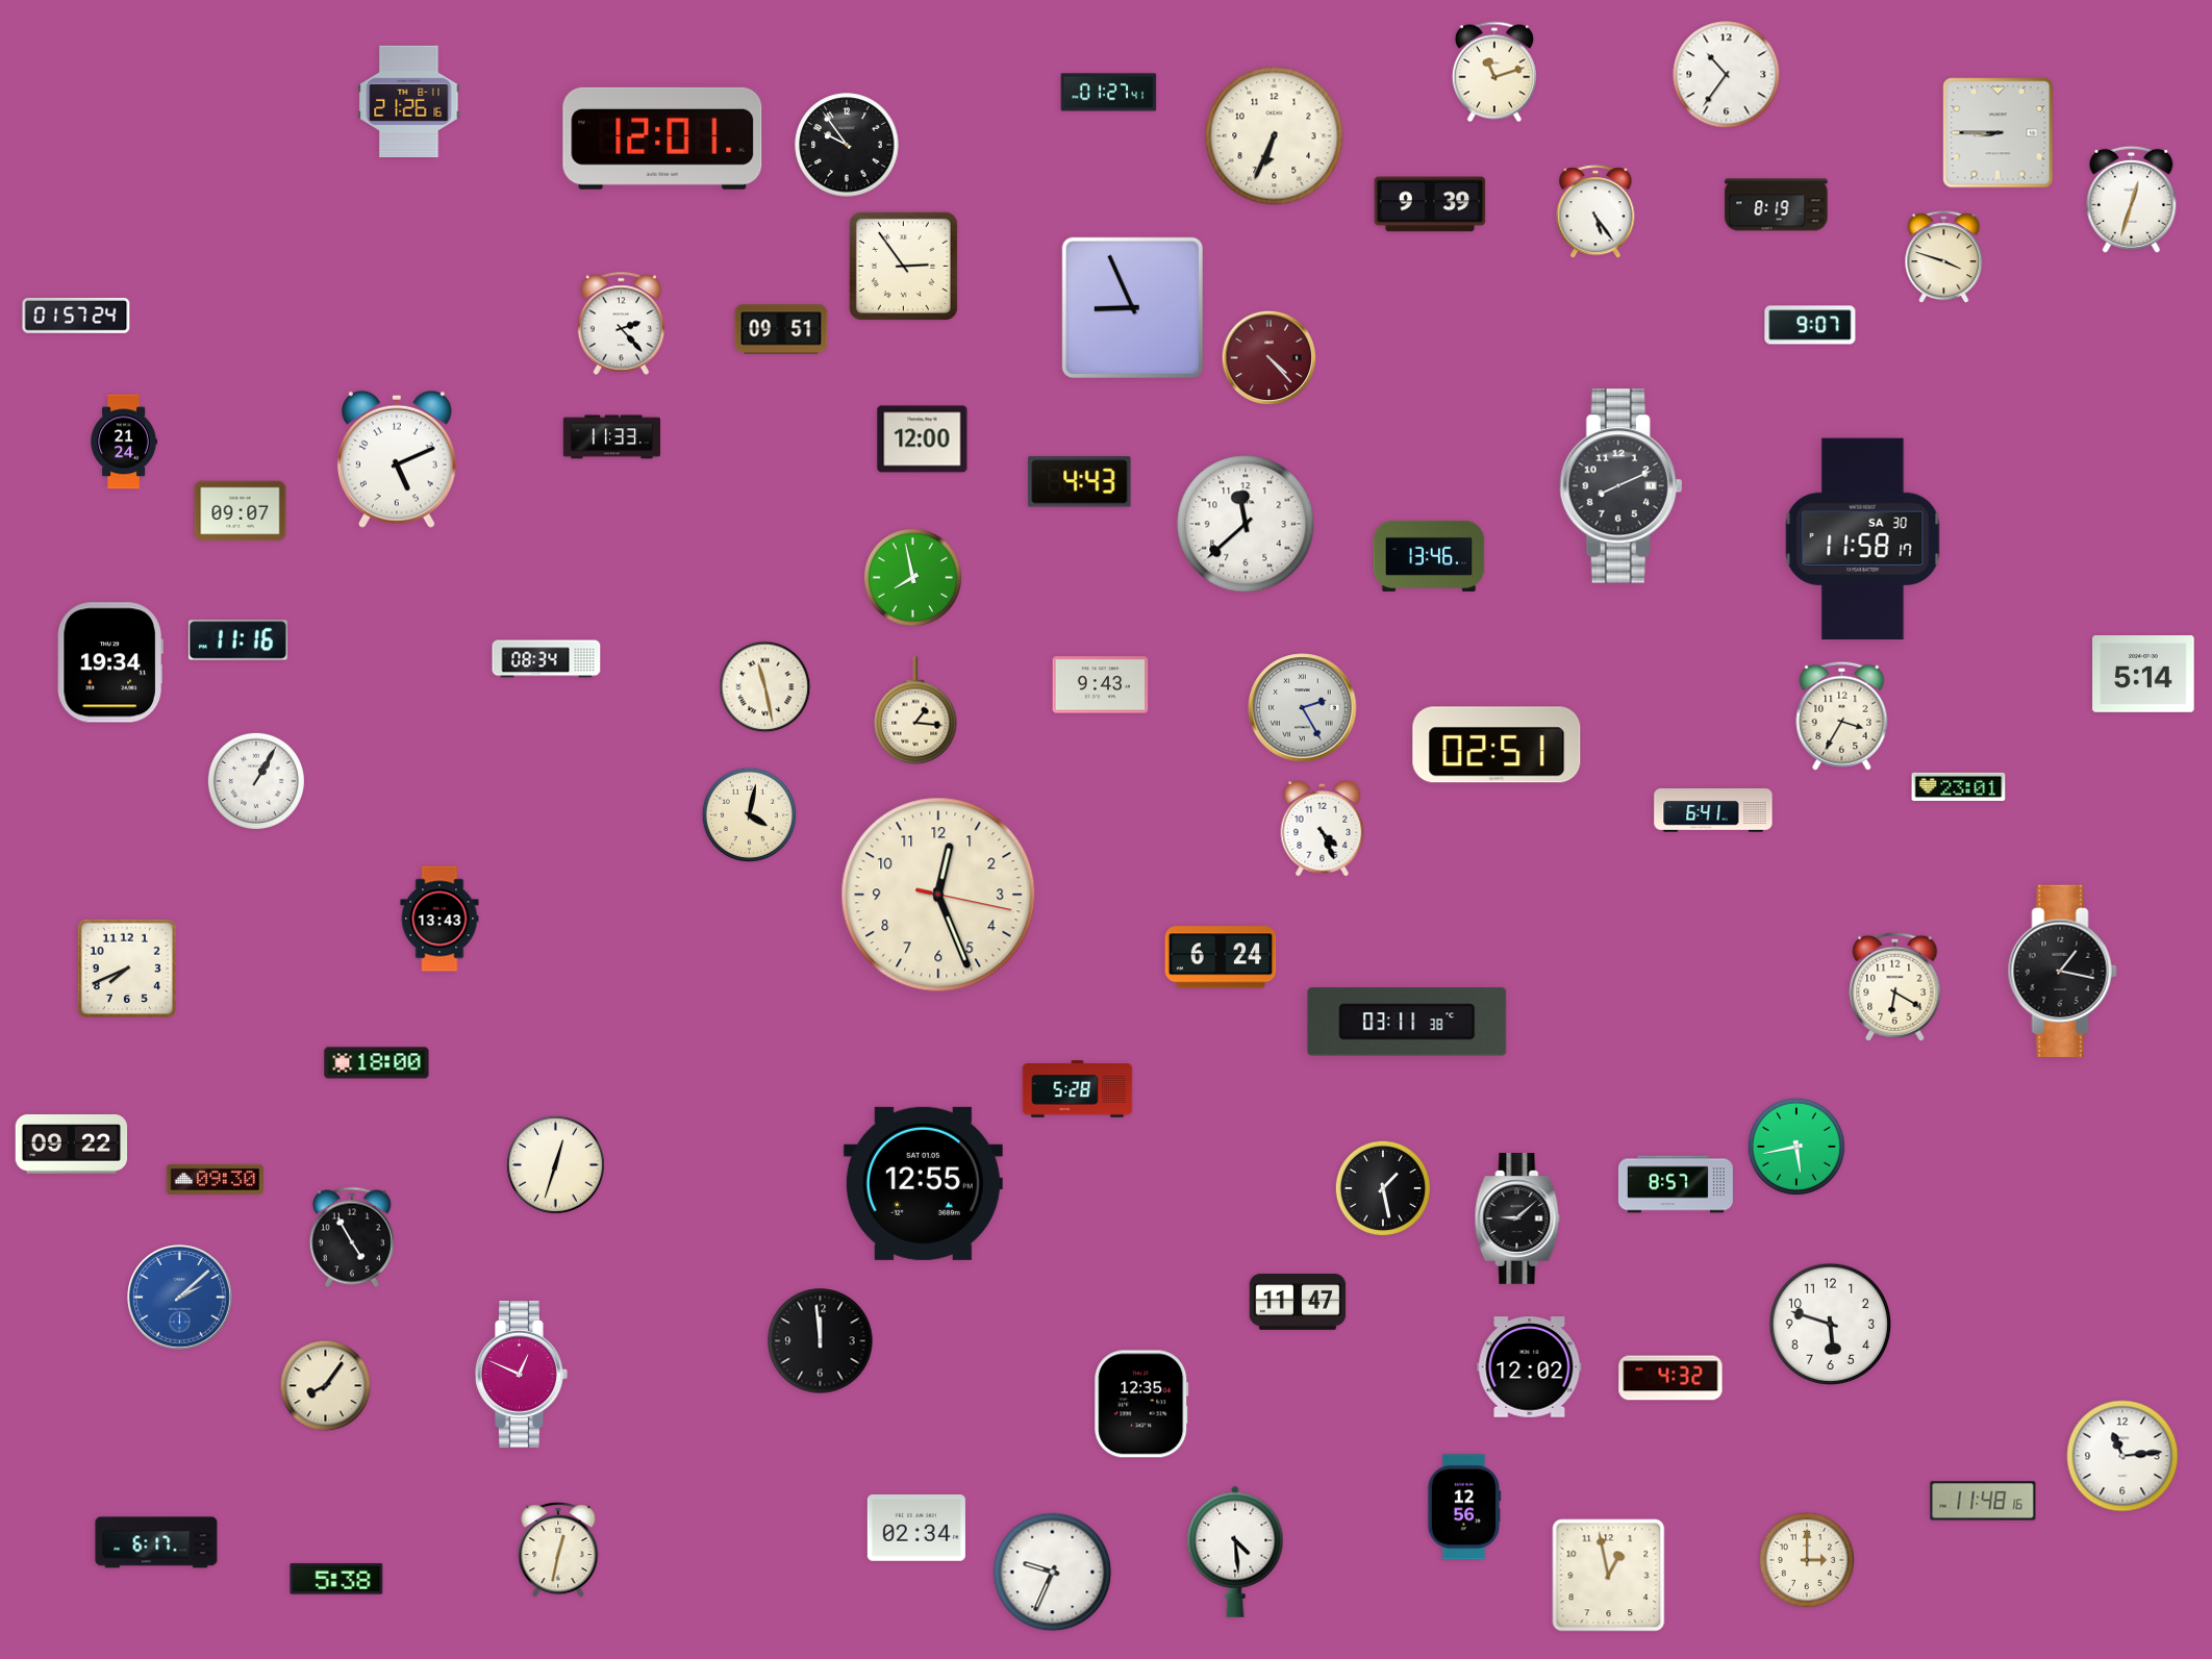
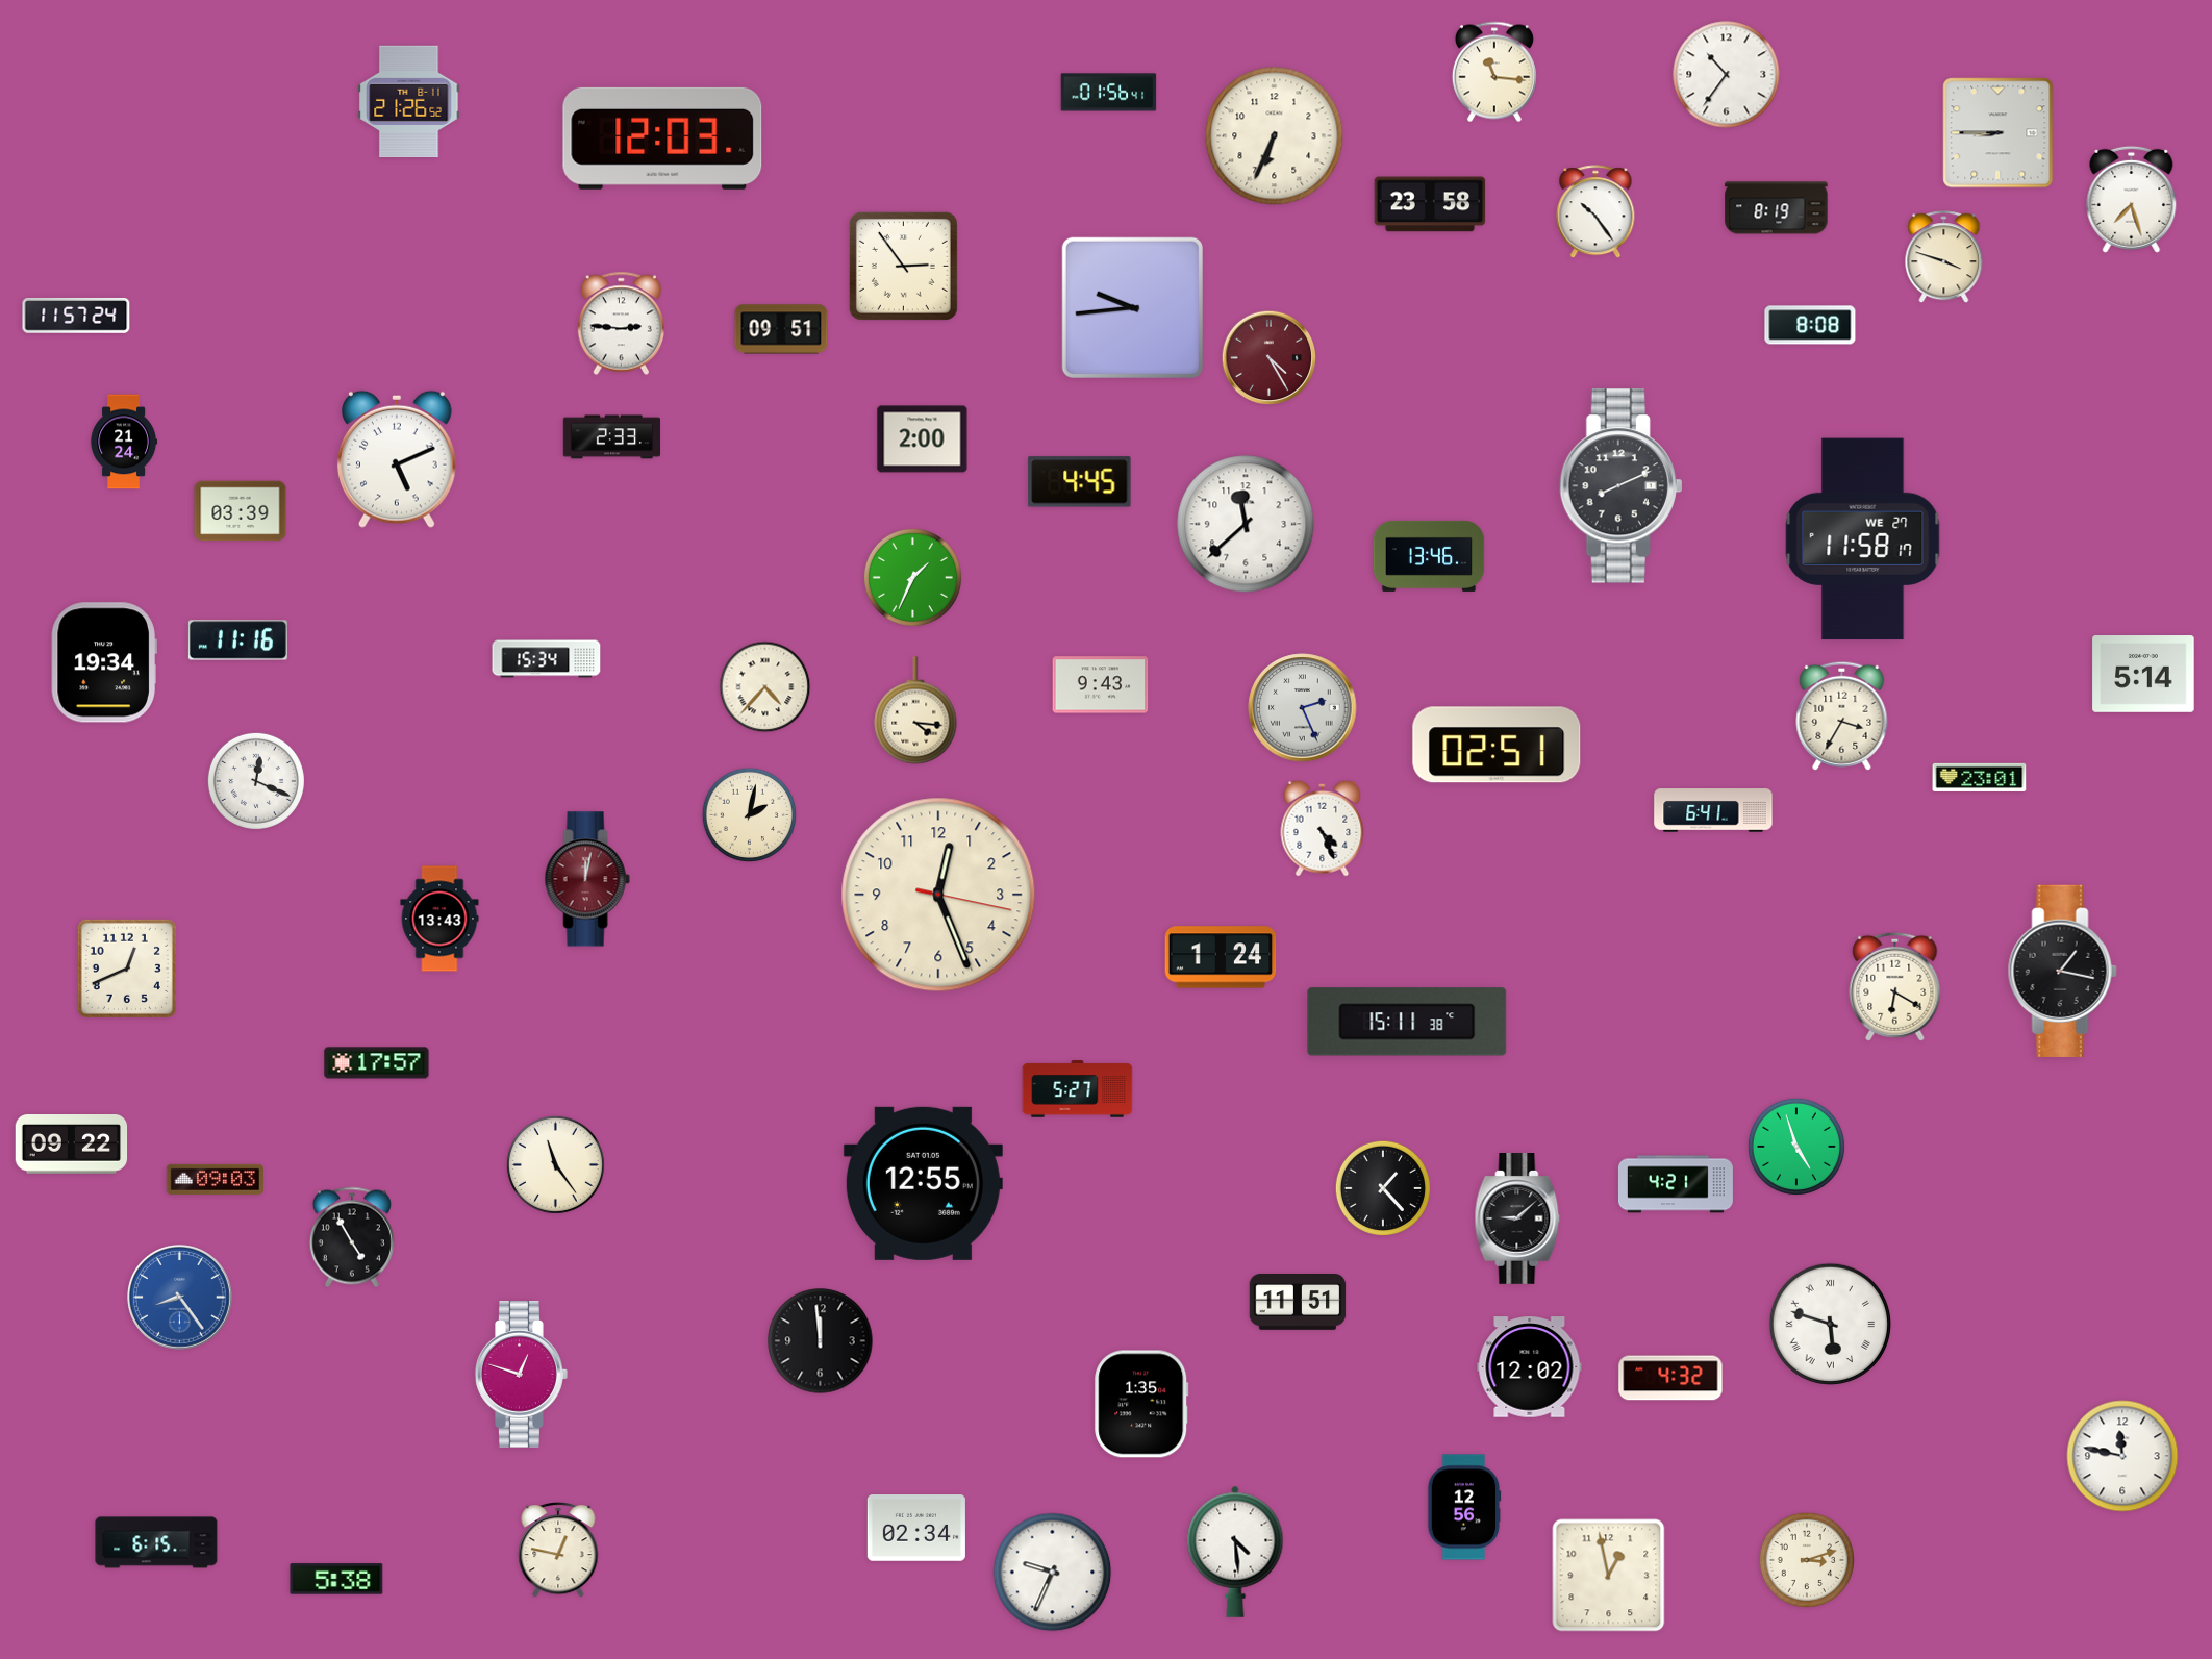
clock at (1494, 72): 11:12 -> 11:16
clock at (1109, 93): 01:27 -> 01:56
clock at (409, 101): 21:26:16 -> 21:26:52
clock at (662, 139): 12:01 -> 12:03
clock at (847, 145): 9:54 -> none
clock at (2132, 199): 12:33 -> 7:27
clock at (1430, 204): 9:39 -> 23:58
clock at (1777, 205) position: (1777, 205) -> (1777, 208)
clock at (1595, 212): 5:24 -> 10:24
clock at (1132, 307): 8:56 -> 9:44
clock at (76, 316): 01:57 -> 11:57
clock at (622, 324): 2:23 -> 2:46
clock at (1810, 325): 9:07 -> 8:08
clock at (1270, 358): 4:23 -> 4:25
clock at (611, 437): 11:33 -> 2:33
clock at (923, 439): 12:00 -> 2:00
clock at (1080, 482): 4:43 -> 4:45
clock at (241, 511): 09:07 -> 03:39
clock at (1863, 539) date: SA 30 -> WE 27
clock at (912, 577): 7:58 -> 1:34
clock at (547, 659): 08:34 -> 15:34
clock at (110, 662) position: (110, 662) -> (104, 662)
clock at (765, 687): 11:28 -> 4:37
clock at (1303, 708): 2:25 -> 2:26
clock at (915, 710): 1:16 -> 4:16
clock at (256, 781): 1:05 -> 12:19
clock at (1959, 786) position: (1959, 786) -> (1980, 777)
clock at (750, 815): 4:02 -> 2:02
clock at (587, 879): none -> 12:02
clock at (1221, 957): 6:24 -> 1:24
clock at (127, 969): 7:41 -> 12:41
clock at (1407, 1022): 03:11 -> 15:11
clock at (377, 1063): 18:00 -> 17:57
clock at (1078, 1089): 5:28 -> 5:27
clock at (1796, 1147): 5:43 -> 4:57
clock at (555, 1164): 12:33 -> 11:24
clock at (215, 1179): 09:30 -> 09:03
clock at (1676, 1184): 8:57 -> 4:21
clock at (1382, 1187): 1:28 -> 1:23
clock at (180, 1298): 2:08 -> 8:24
clock at (1298, 1303): 11:47 -> 11:51
clock at (1831, 1325) numerals: Arabic -> Roman
clock at (522, 1375): 12:49 -> 12:48
clock at (326, 1386): 8:06 -> none
clock at (1141, 1404): 12:35 -> 1:35
clock at (2122, 1456): 11:14 -> 11:47
clock at (1983, 1501): 11:48 -> none
clock at (156, 1542): 6:17 -> 6:15
clock at (558, 1551): 12:32 -> 12:47
clock at (1806, 1559): 3:00 -> 3:12
